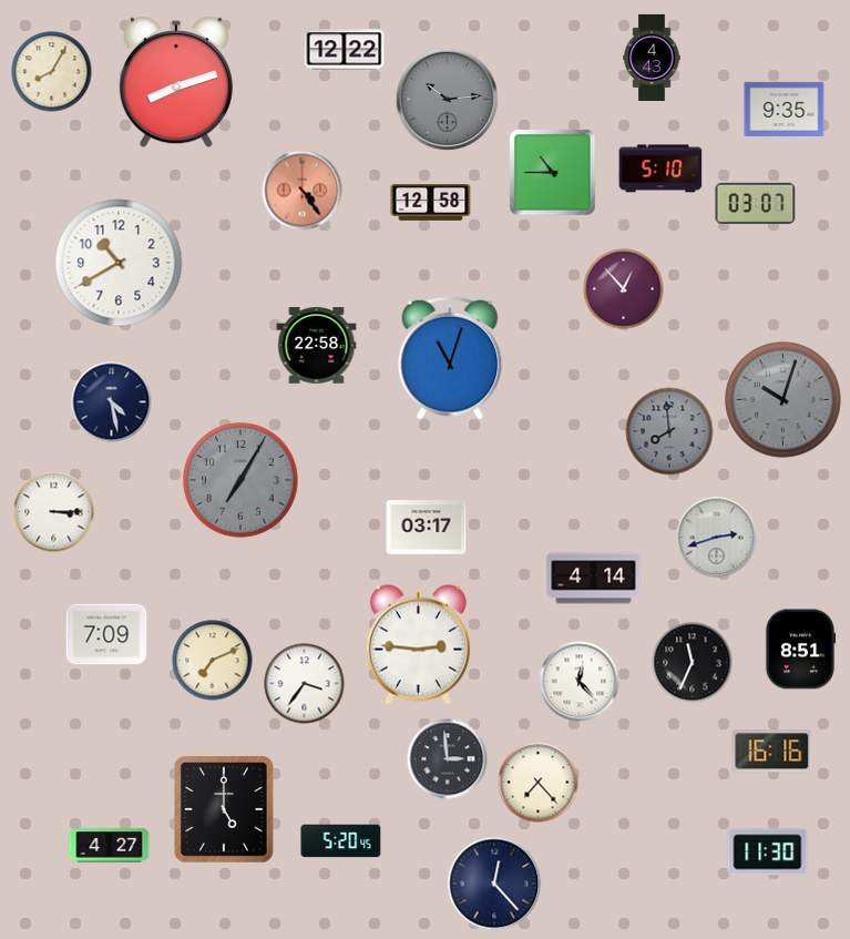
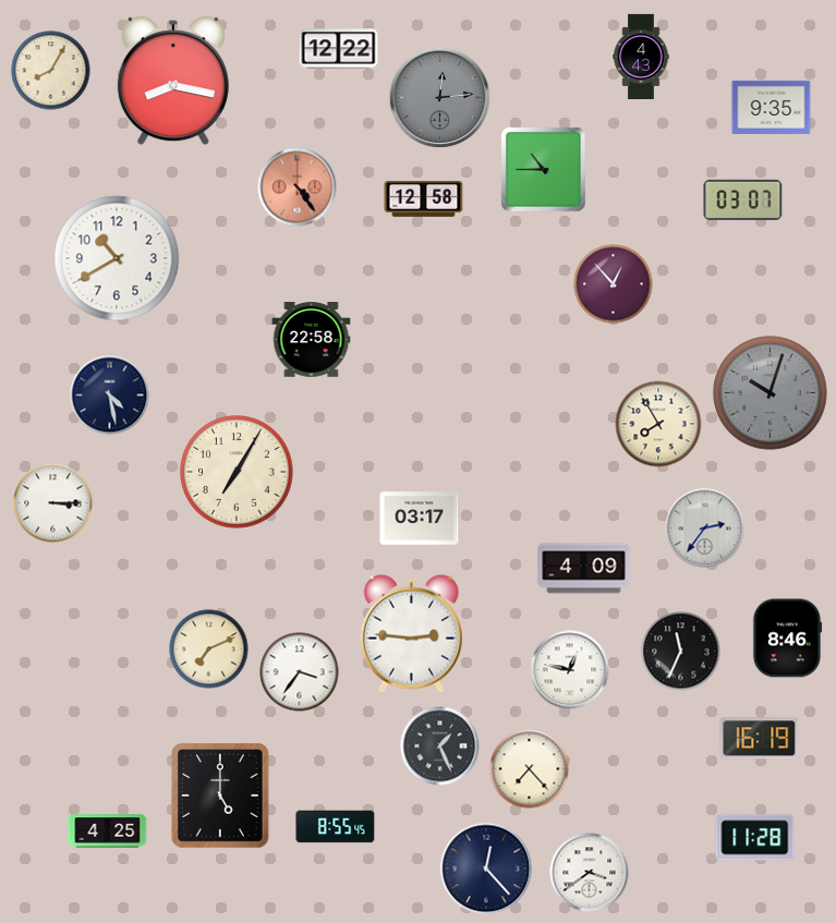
clock at (176, 82): 8:12 -> 8:17
clock at (448, 100): 10:14 -> 12:14
clock at (660, 169): 5:10 -> none
clock at (450, 358): 11:03 -> none
clock at (669, 431): 7:59 -> 7:55
clock at (669, 431) dial: grey -> cream
clock at (240, 480) dial: grey -> cream
clock at (717, 538): 2:42 -> 2:36
clock at (594, 579): 4:14 -> 4:09
clock at (106, 634): 7:09 -> none
clock at (800, 650): 8:51 -> 8:46
clock at (580, 682): 12:23 -> 12:47
clock at (772, 752): 16:16 -> 16:19
clock at (448, 759): 2:59 -> 1:26
clock at (341, 841): 5:20 -> 8:55
clock at (110, 846): 4:27 -> 4:25
clock at (768, 853): 11:30 -> 11:28
clock at (590, 873): none -> 3:39
